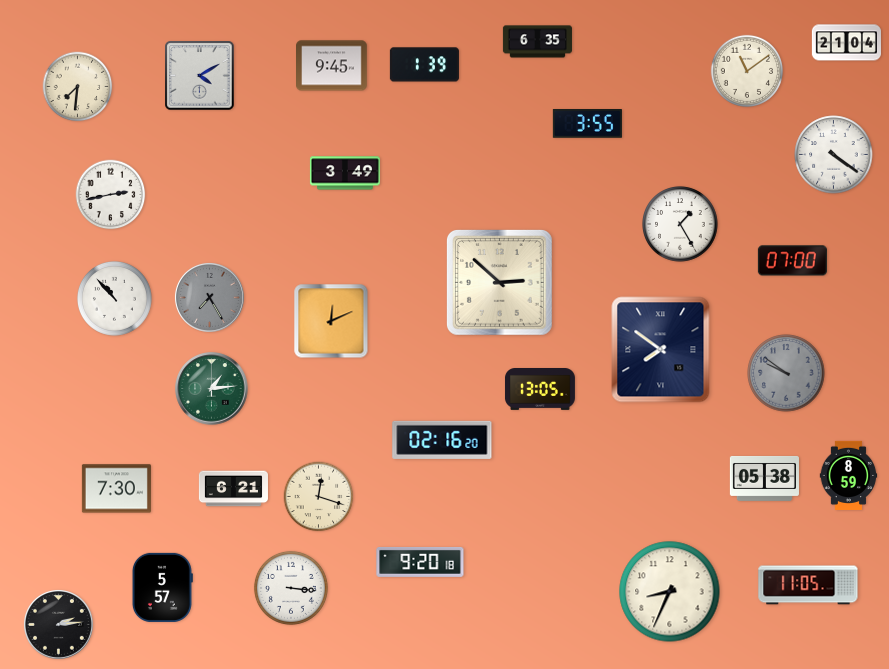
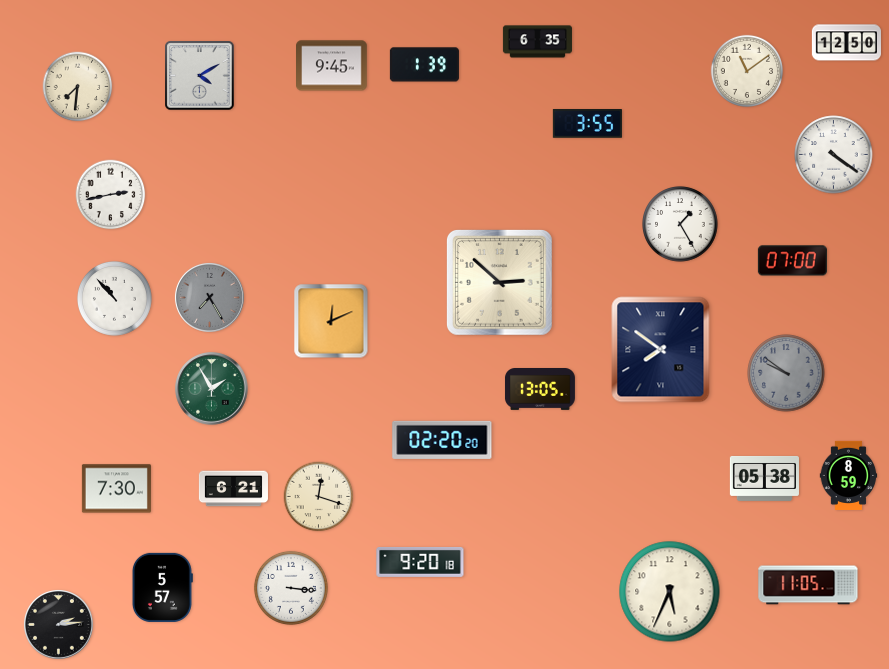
clock at (846, 43): 21:04 -> 12:50
clock at (345, 173): 3:49 -> none
clock at (212, 389): 1:14 -> 1:55
clock at (442, 440): 02:16 -> 02:20
clock at (670, 592): 8:34 -> 5:34
